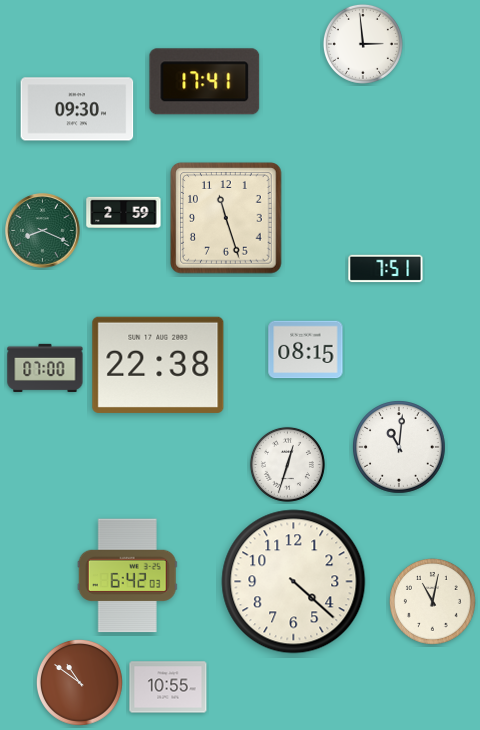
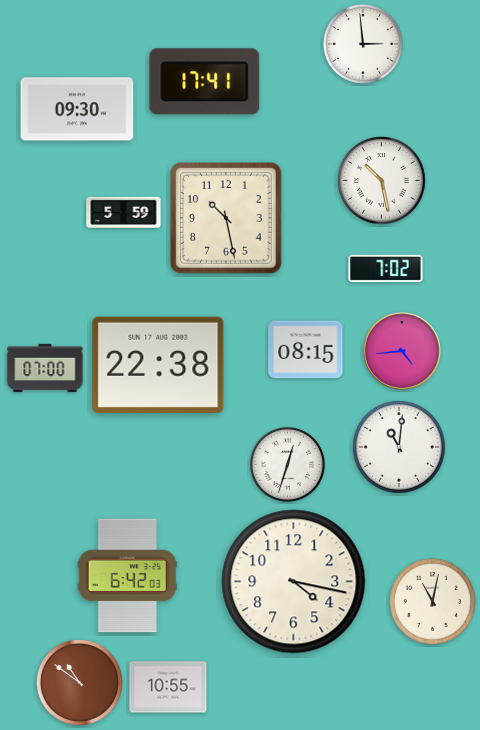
clock at (382, 181): none -> 10:28
clock at (124, 212): 2:59 -> 5:59
clock at (226, 218): 11:27 -> 10:28
clock at (43, 231): 8:19 -> none
clock at (386, 269): 7:51 -> 7:02
clock at (402, 351): none -> 4:44
clock at (294, 582): 4:22 -> 4:17
